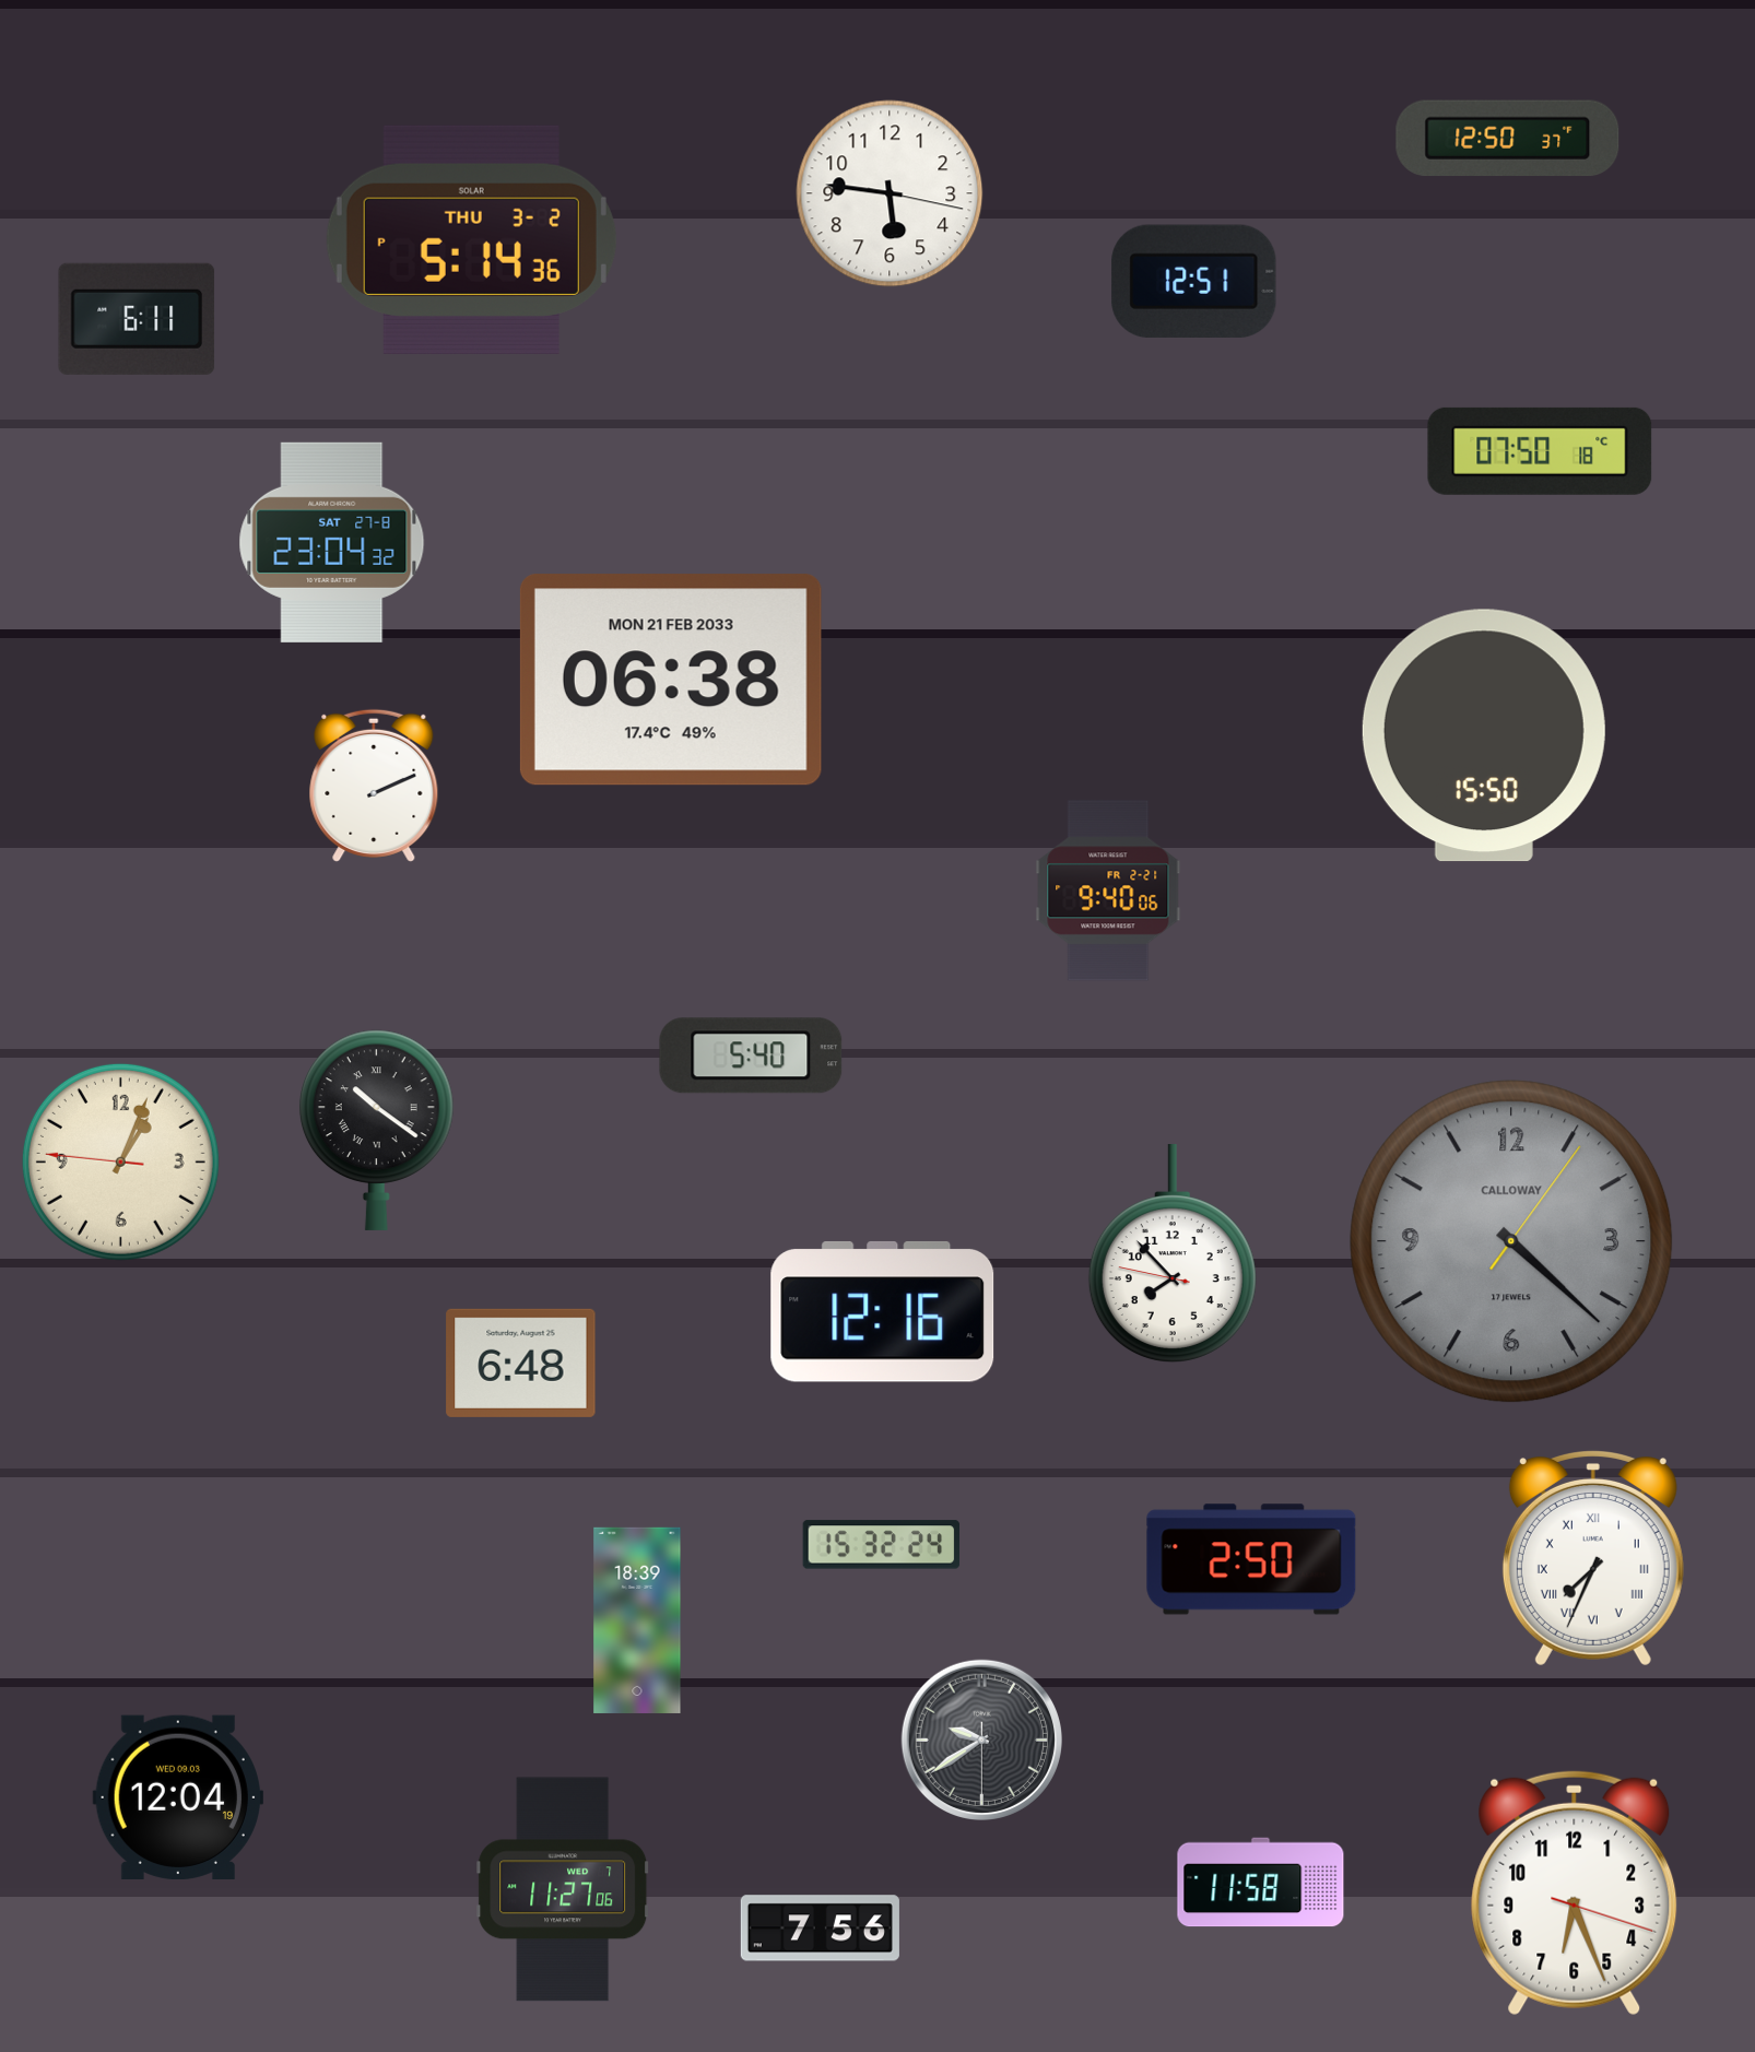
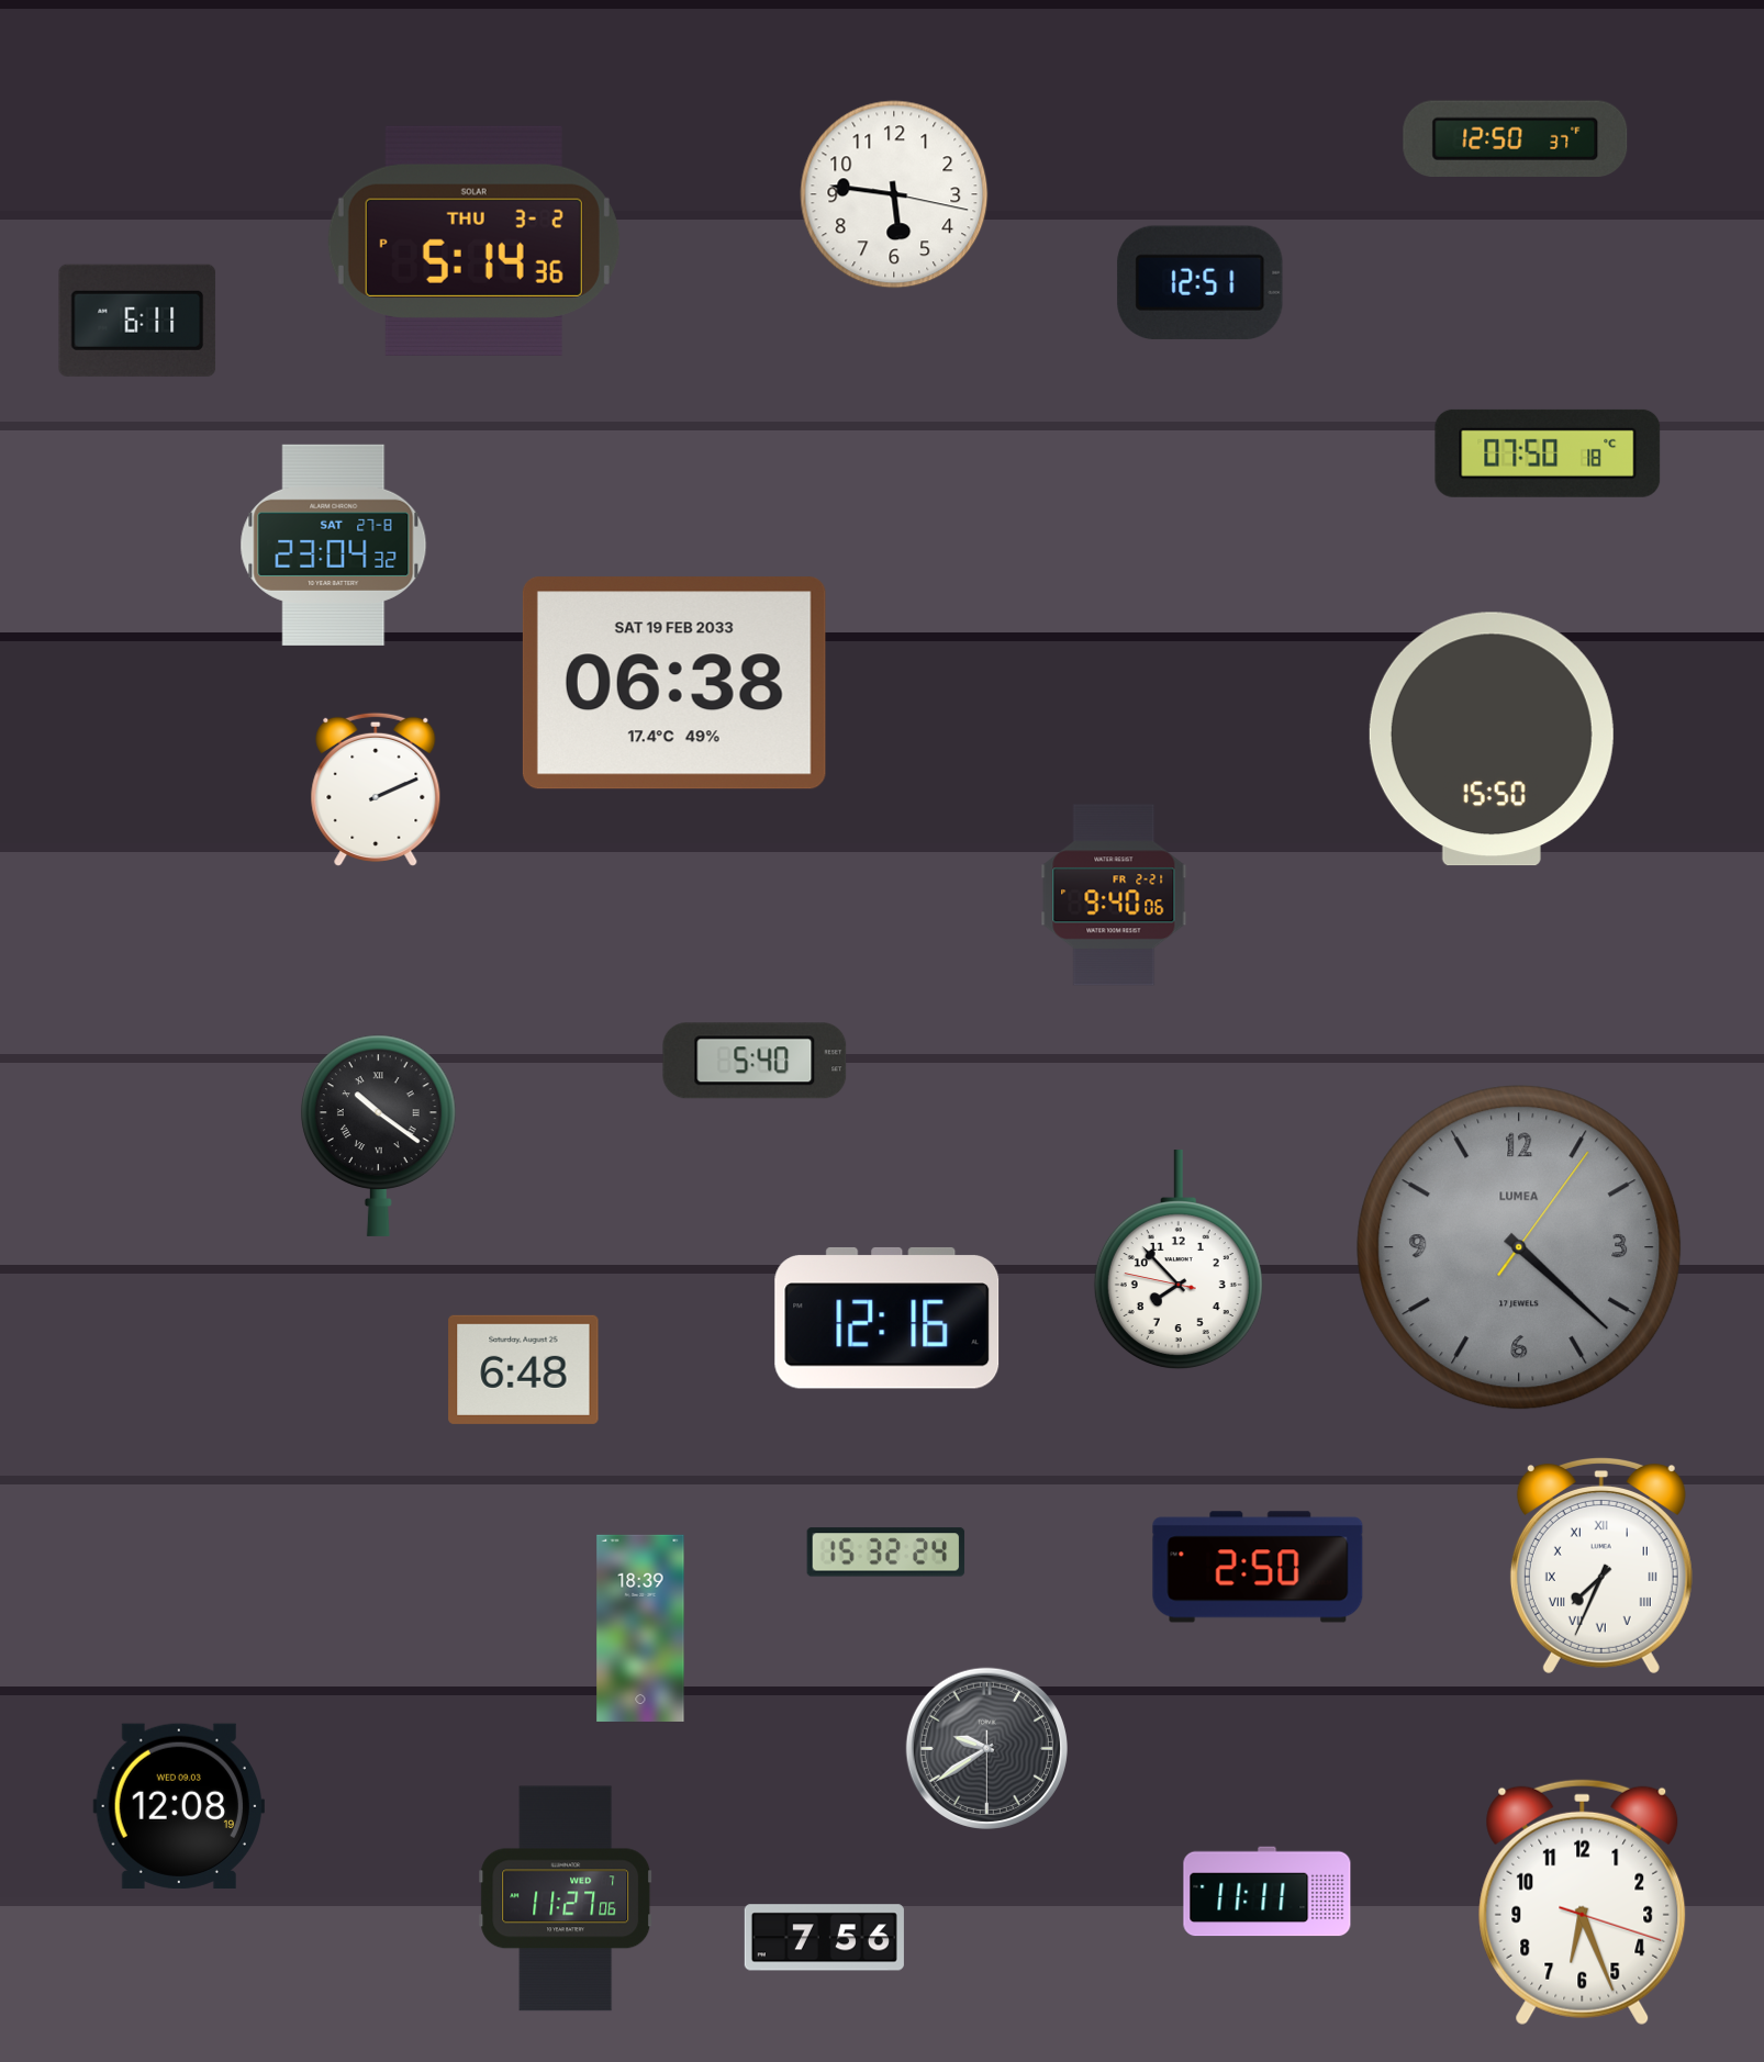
clock at (671, 680) date: MON 21 FEB 2033 -> SAT 19 FEB 2033
clock at (120, 1161): 1:03 -> none
clock at (1511, 1241) brand: CALLOWAY -> LUMEA
clock at (177, 1797): 12:04 -> 12:08
clock at (1261, 1883): 11:58 -> 11:11
